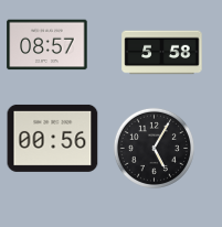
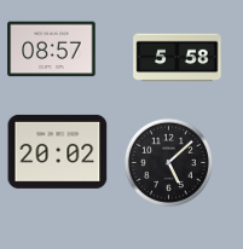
clock at (53, 138): 00:56 -> 20:02
clock at (154, 148): 5:05 -> 5:08
